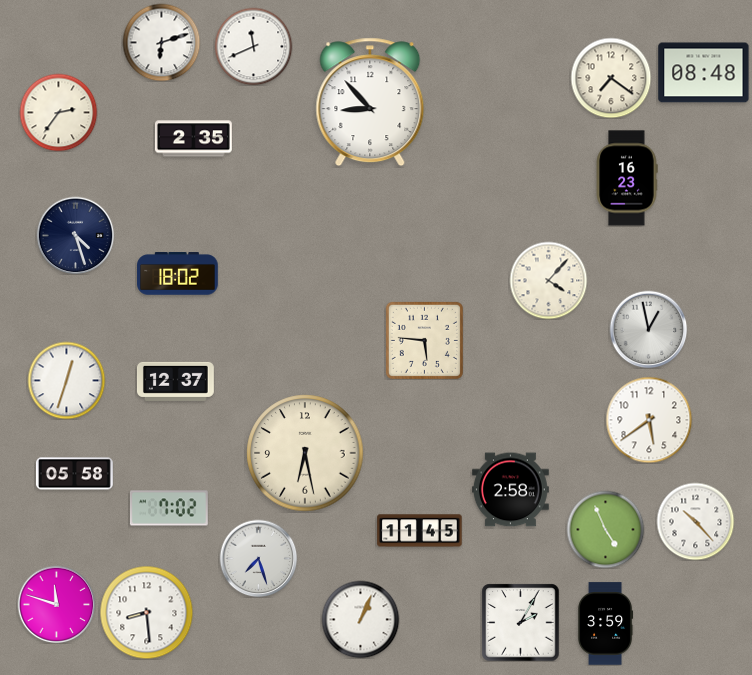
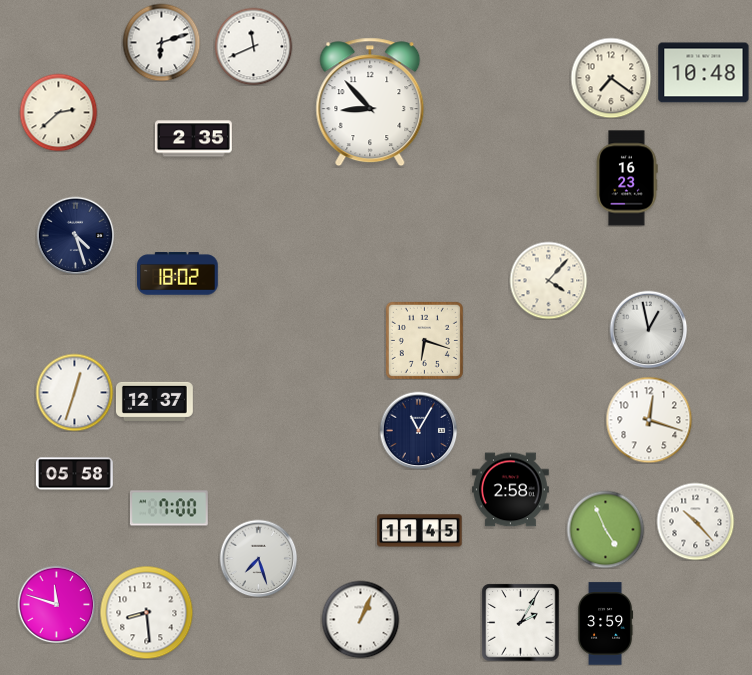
clock at (704, 73): 08:48 -> 10:48
clock at (58, 112): 2:36 -> 2:38
clock at (424, 340): 5:46 -> 6:18
clock at (66, 380) position: (66, 380) -> (74, 392)
clock at (175, 381) position: (175, 381) -> (154, 401)
clock at (649, 420): 5:39 -> 12:18
clock at (418, 430): none -> 11:05
clock at (305, 453): 6:28 -> none
clock at (169, 508): 7:02 -> 7:00
